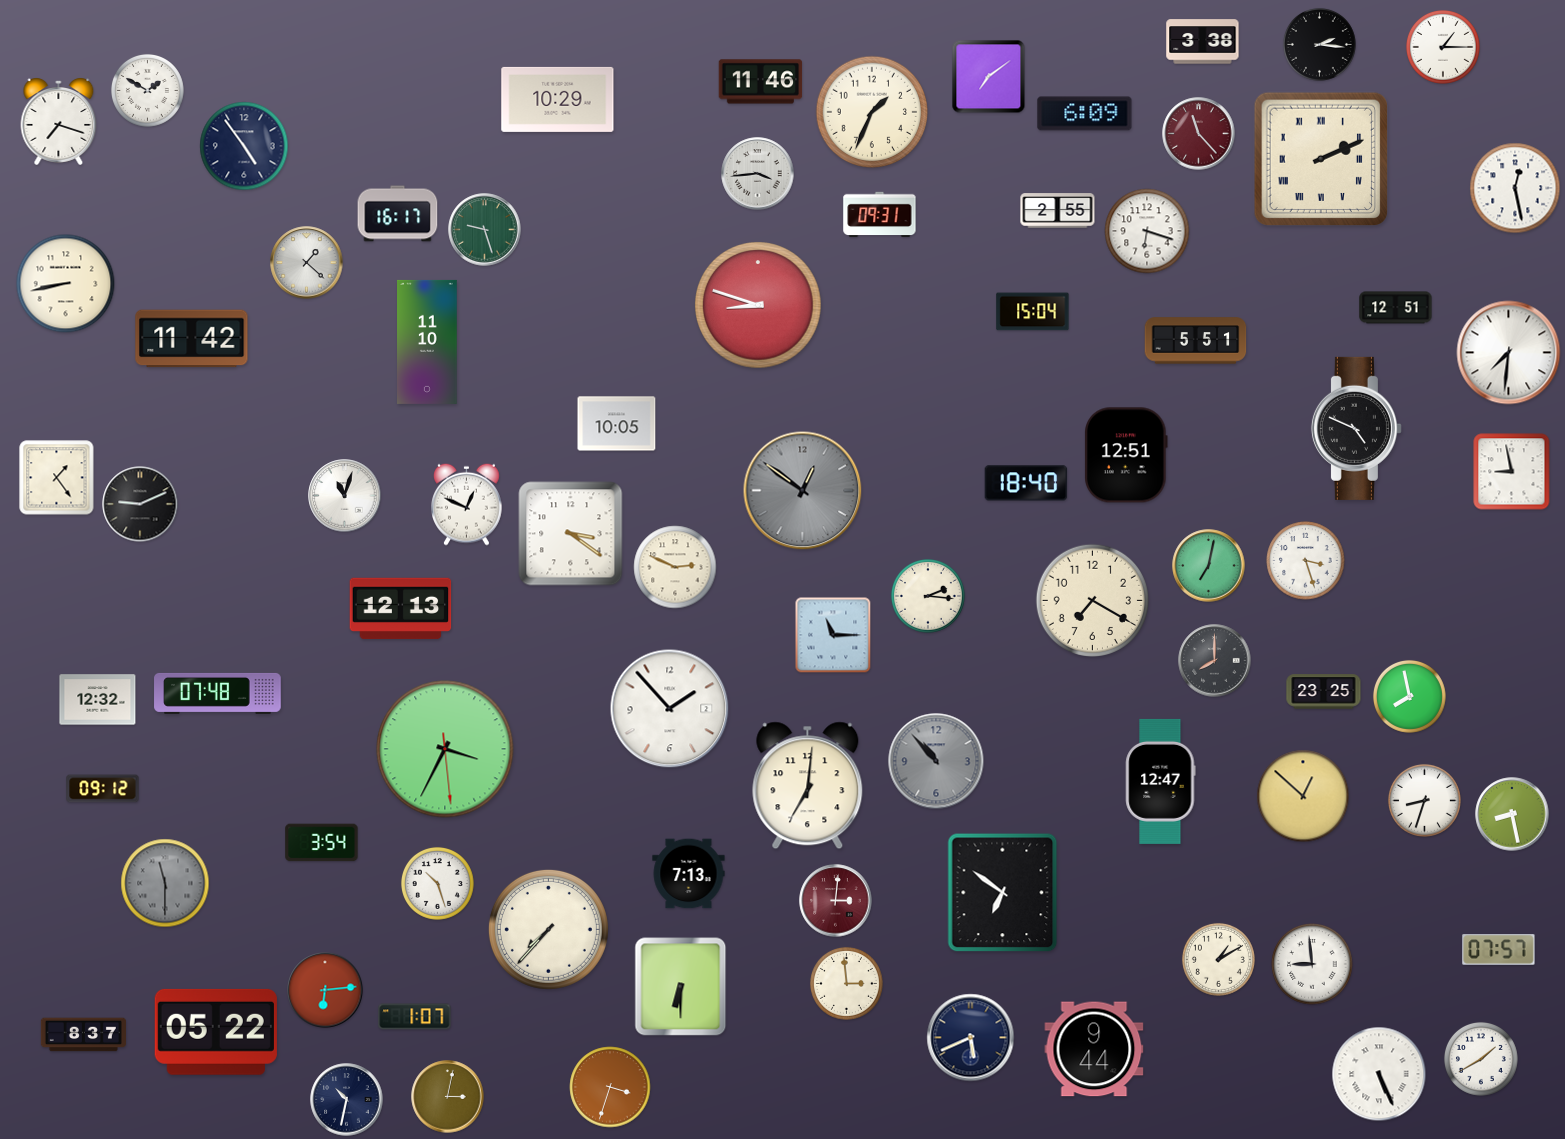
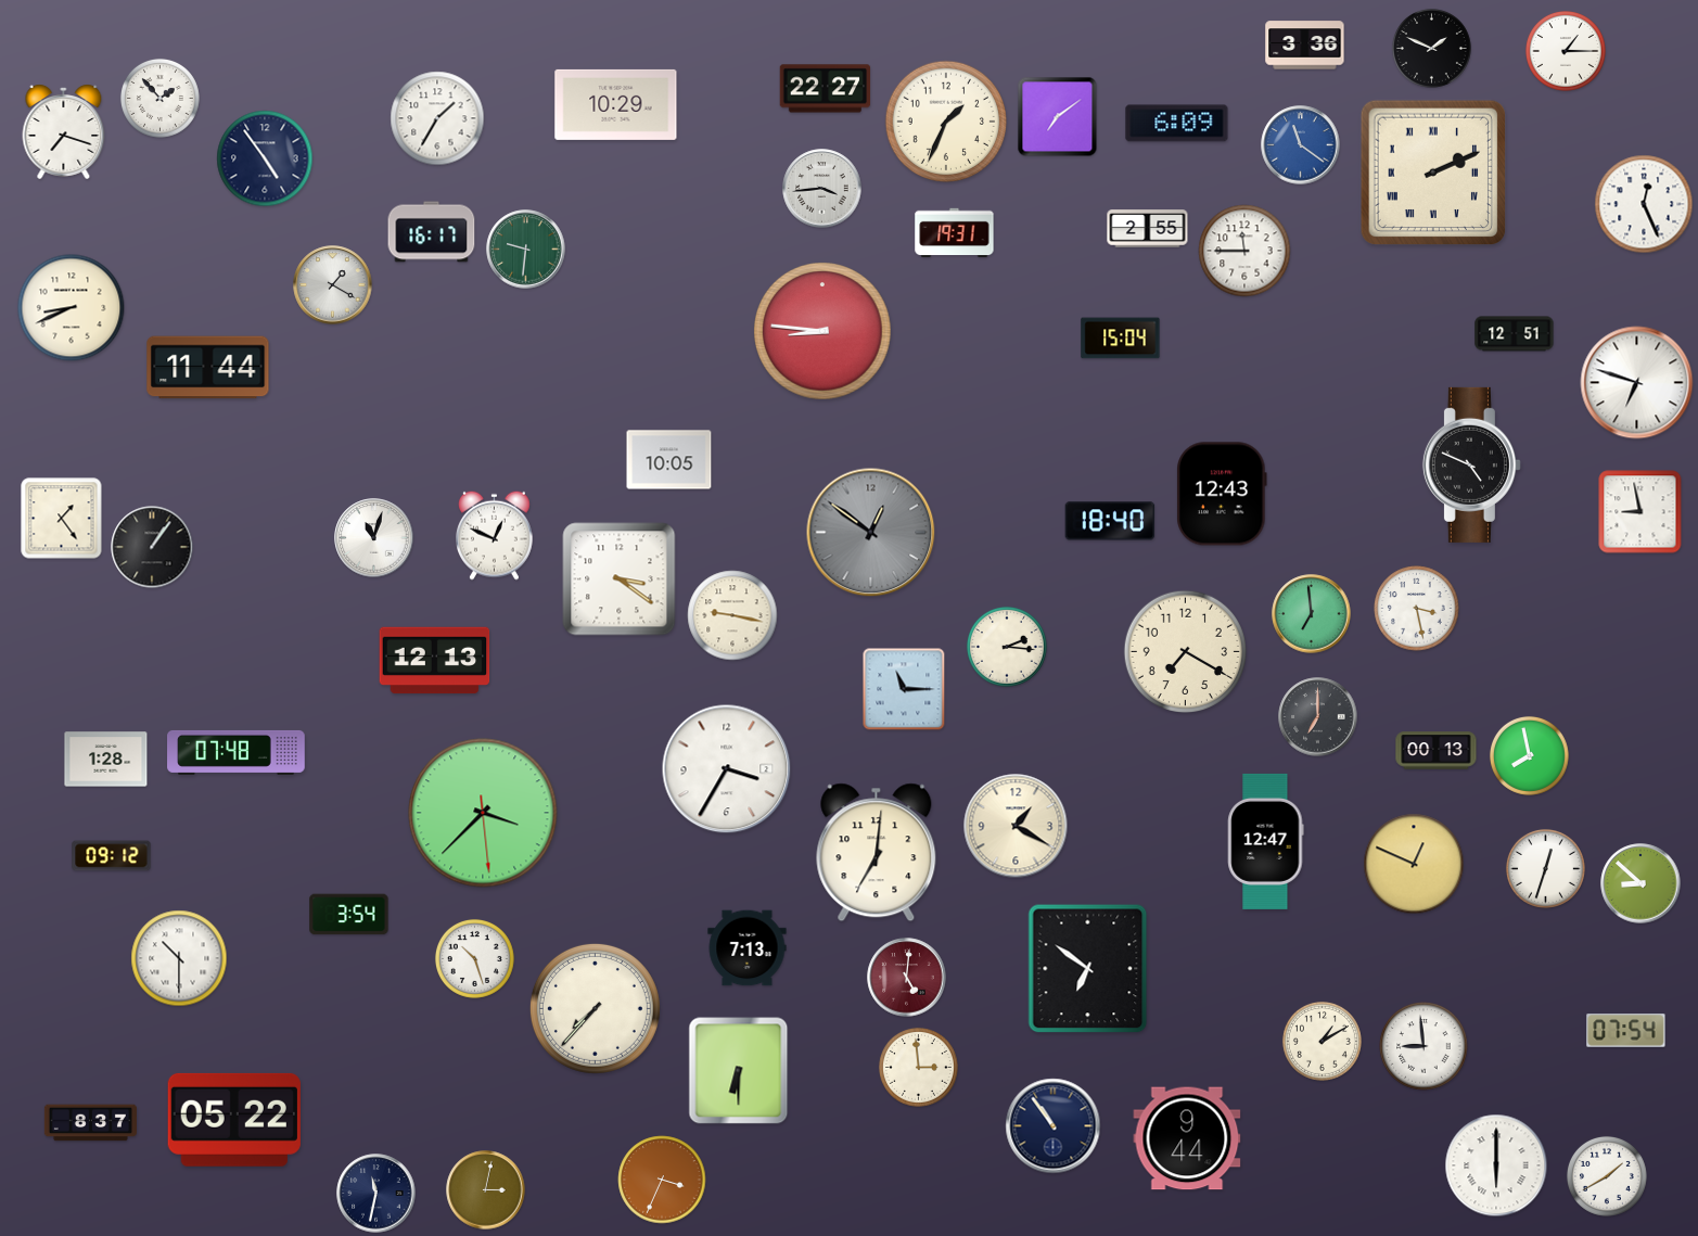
clock at (1203, 42): 3:38 -> 3:36
clock at (1319, 44): 2:16 -> 1:49
clock at (989, 77) position: (989, 77) -> (1058, 117)
clock at (761, 82): 11:46 -> 22:27
clock at (147, 90): 1:50 -> 1:53
clock at (558, 99) position: (558, 99) -> (616, 104)
clock at (437, 118): none -> 1:35
clock at (1199, 134): 11:23 -> 11:21
clock at (1199, 134) dial: burgundy -> blue
clock at (1515, 188): 12:28 -> 12:26
clock at (880, 215): 09:31 -> 19:31
clock at (485, 230): 9:27 -> 9:31
clock at (1147, 231): 6:18 -> 11:45
clock at (307, 263): 1:22 -> 1:20
clock at (66, 284): 8:43 -> 8:41
clock at (758, 305): 8:48 -> 8:46
clock at (192, 339): 11:42 -> 11:44
clock at (1196, 341): 5:51 -> none
clock at (427, 342): 11:10 -> none
clock at (1509, 353): 7:31 -> 6:48
clock at (1126, 455): 12:51 -> 12:43
clock at (1026, 483) position: (1026, 483) -> (1110, 521)
clock at (140, 504): 9:11 -> 1:06
clock at (467, 504) position: (467, 504) -> (495, 535)
clock at (1306, 561): 3:27 -> 3:28
clock at (1209, 566): 7:02 -> 6:59
clock at (675, 567): 2:49 -> 9:17
clock at (1215, 661): 8:00 -> 7:00
clock at (1324, 692): 23:25 -> 00:13
clock at (98, 700): 12:32 -> 1:28
clock at (670, 709): 1:53 -> 3:35
clock at (445, 749): 3:34 -> 3:37
clock at (936, 761): 10:53 -> 1:20
clock at (936, 761) dial: grey -> cream
clock at (1161, 781) position: (1161, 781) -> (1266, 841)
clock at (1303, 796): 12:52 -> 12:49
clock at (1424, 800): 8:33 -> 12:33
clock at (1512, 814): 8:28 -> 8:52
clock at (165, 883): 11:30 -> 10:30
clock at (165, 883) dial: grey -> white
clock at (836, 901): 3:01 -> 5:01
clock at (1499, 950): 07:57 -> 07:54
clock at (325, 990): 6:14 -> none
clock at (415, 1017): 1:07 -> none
clock at (971, 1038): 5:41 -> 10:54
clock at (1481, 1059) position: (1481, 1059) -> (1607, 1176)
clock at (1379, 1074): 5:26 -> 6:00
clock at (610, 1087): 3:33 -> 3:34
clock at (347, 1100): 10:32 -> 11:32
